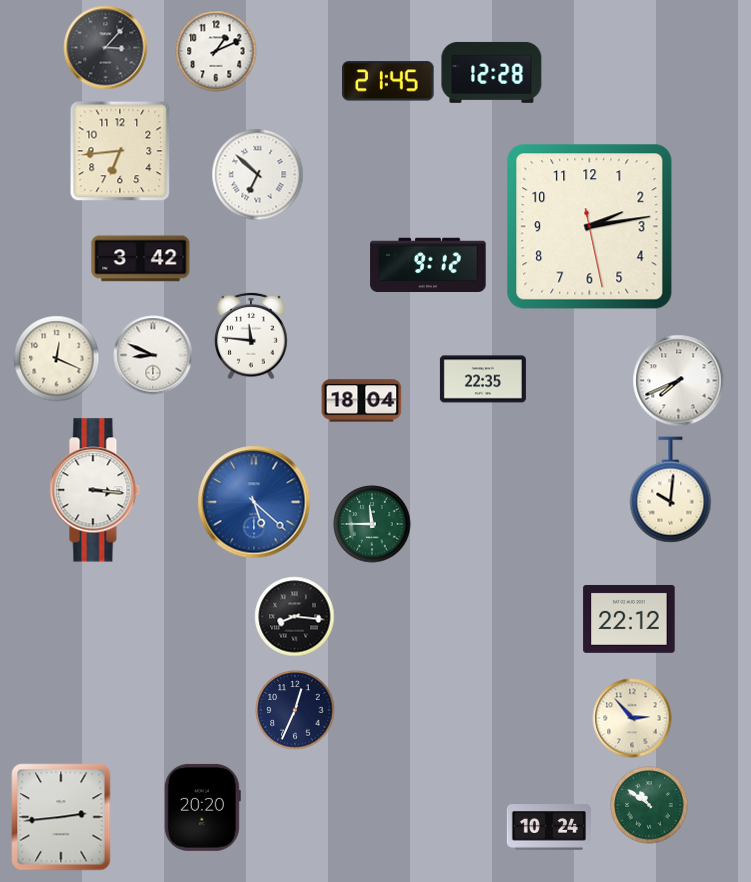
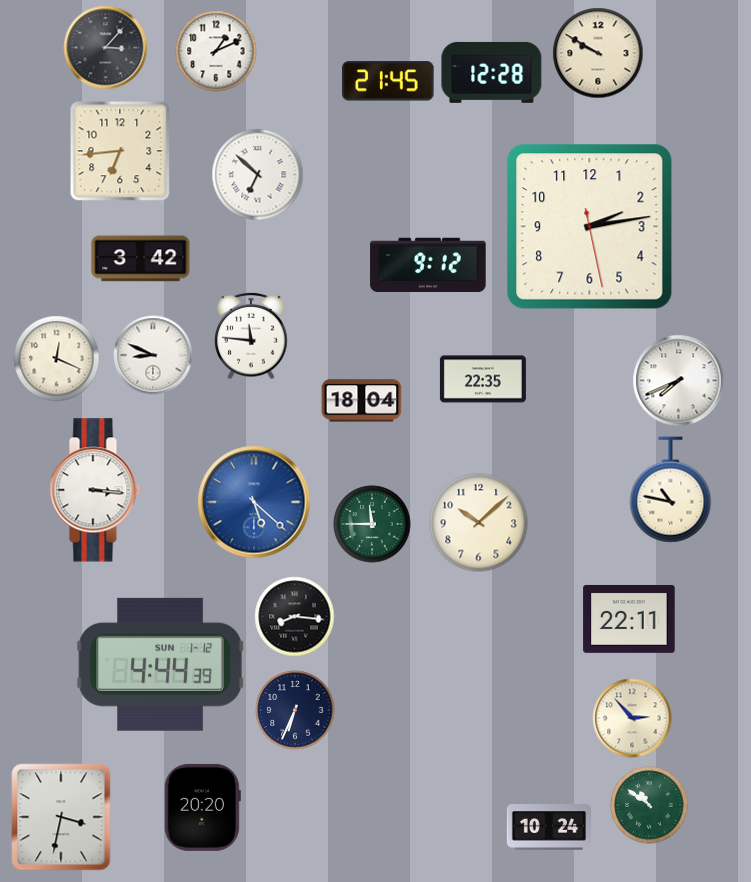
clock at (598, 53): none -> 9:50
clock at (671, 490): 10:01 -> 10:47
clock at (479, 523): none -> 10:08
clock at (629, 619): 22:12 -> 22:11
clock at (160, 664): none -> 4:44
clock at (295, 710): 12:34 -> 6:34
clock at (61, 817): 2:44 -> 3:32
